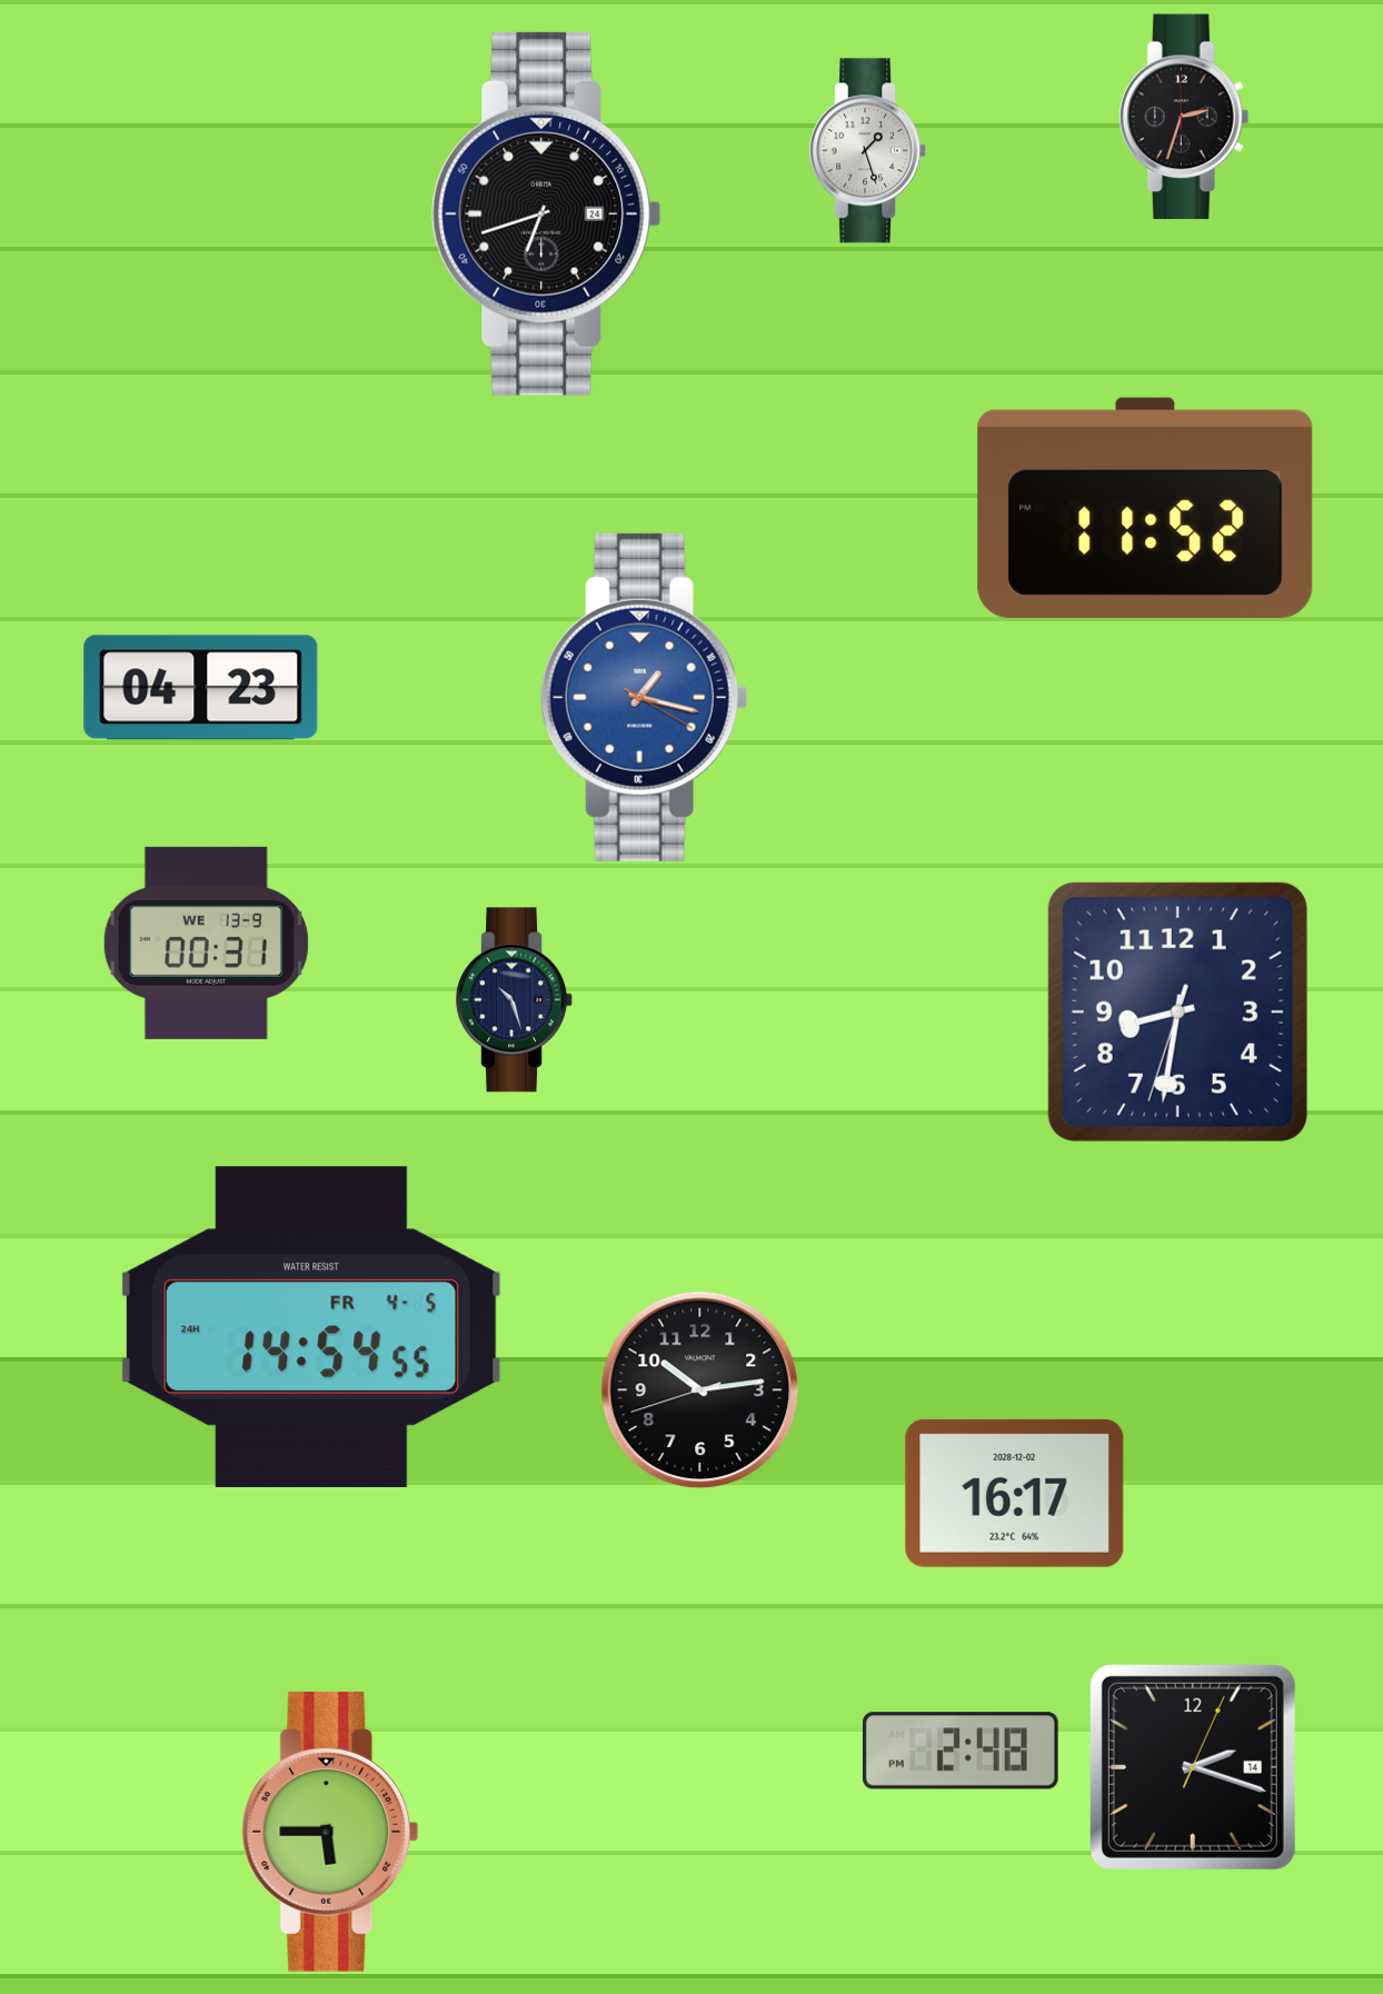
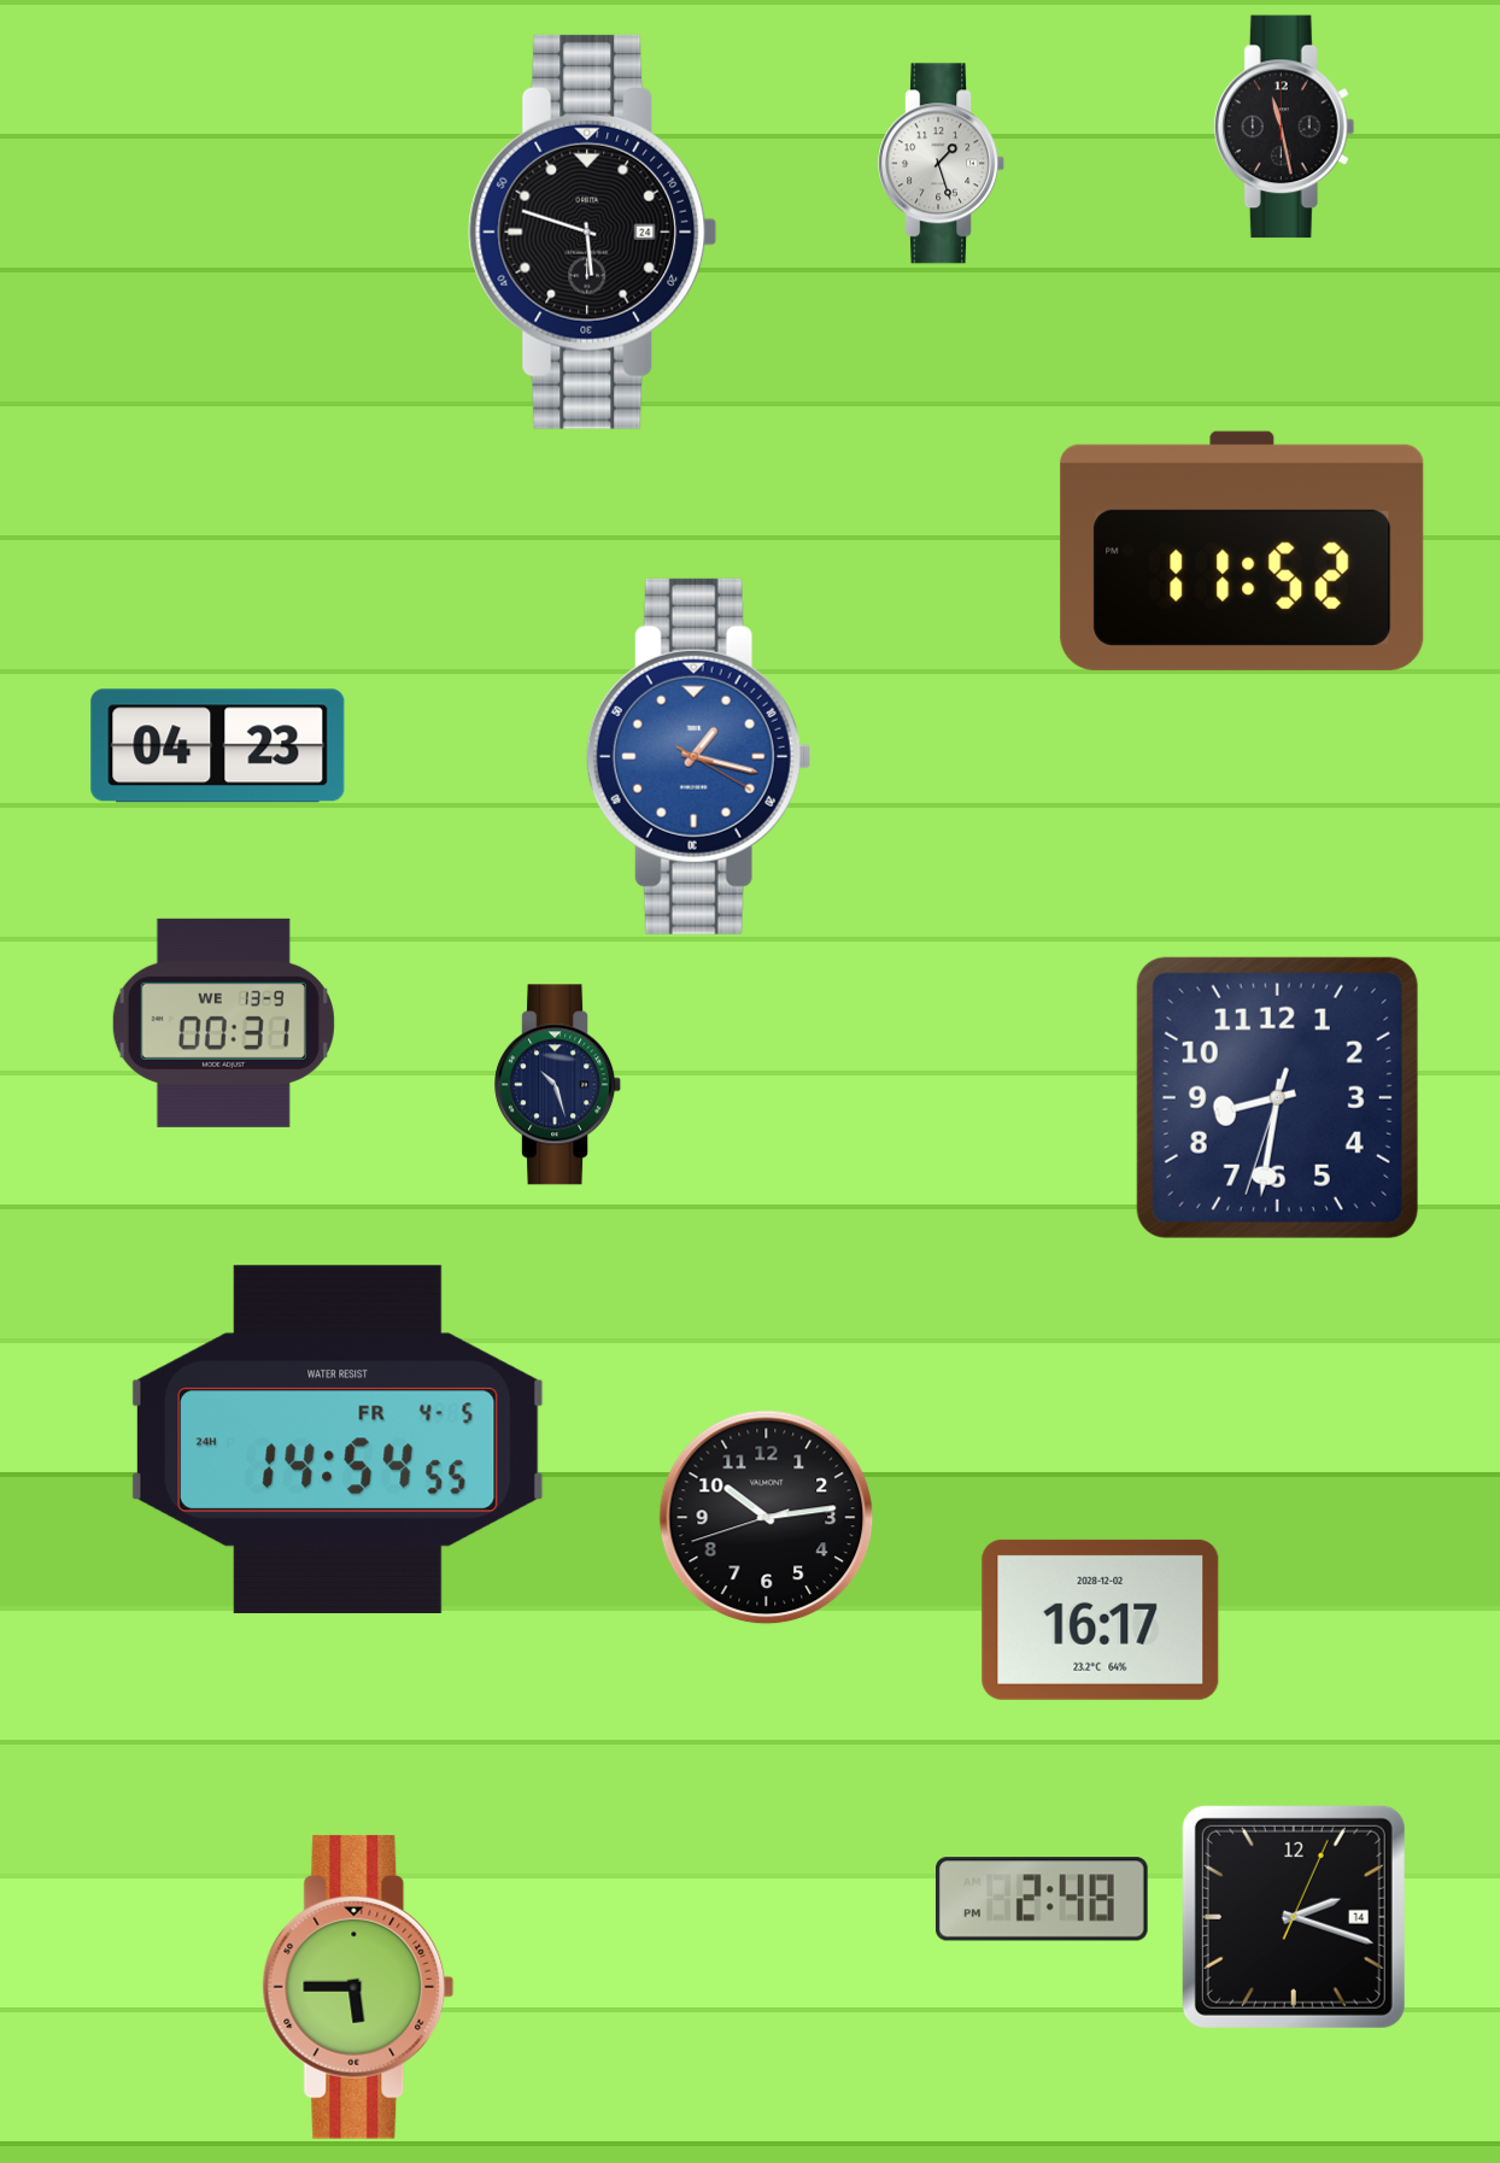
clock at (1184, 117): 2:33 -> 11:28
clock at (547, 213): 6:42 -> 5:48
clock at (700, 1390) position: (700, 1390) -> (767, 1518)
